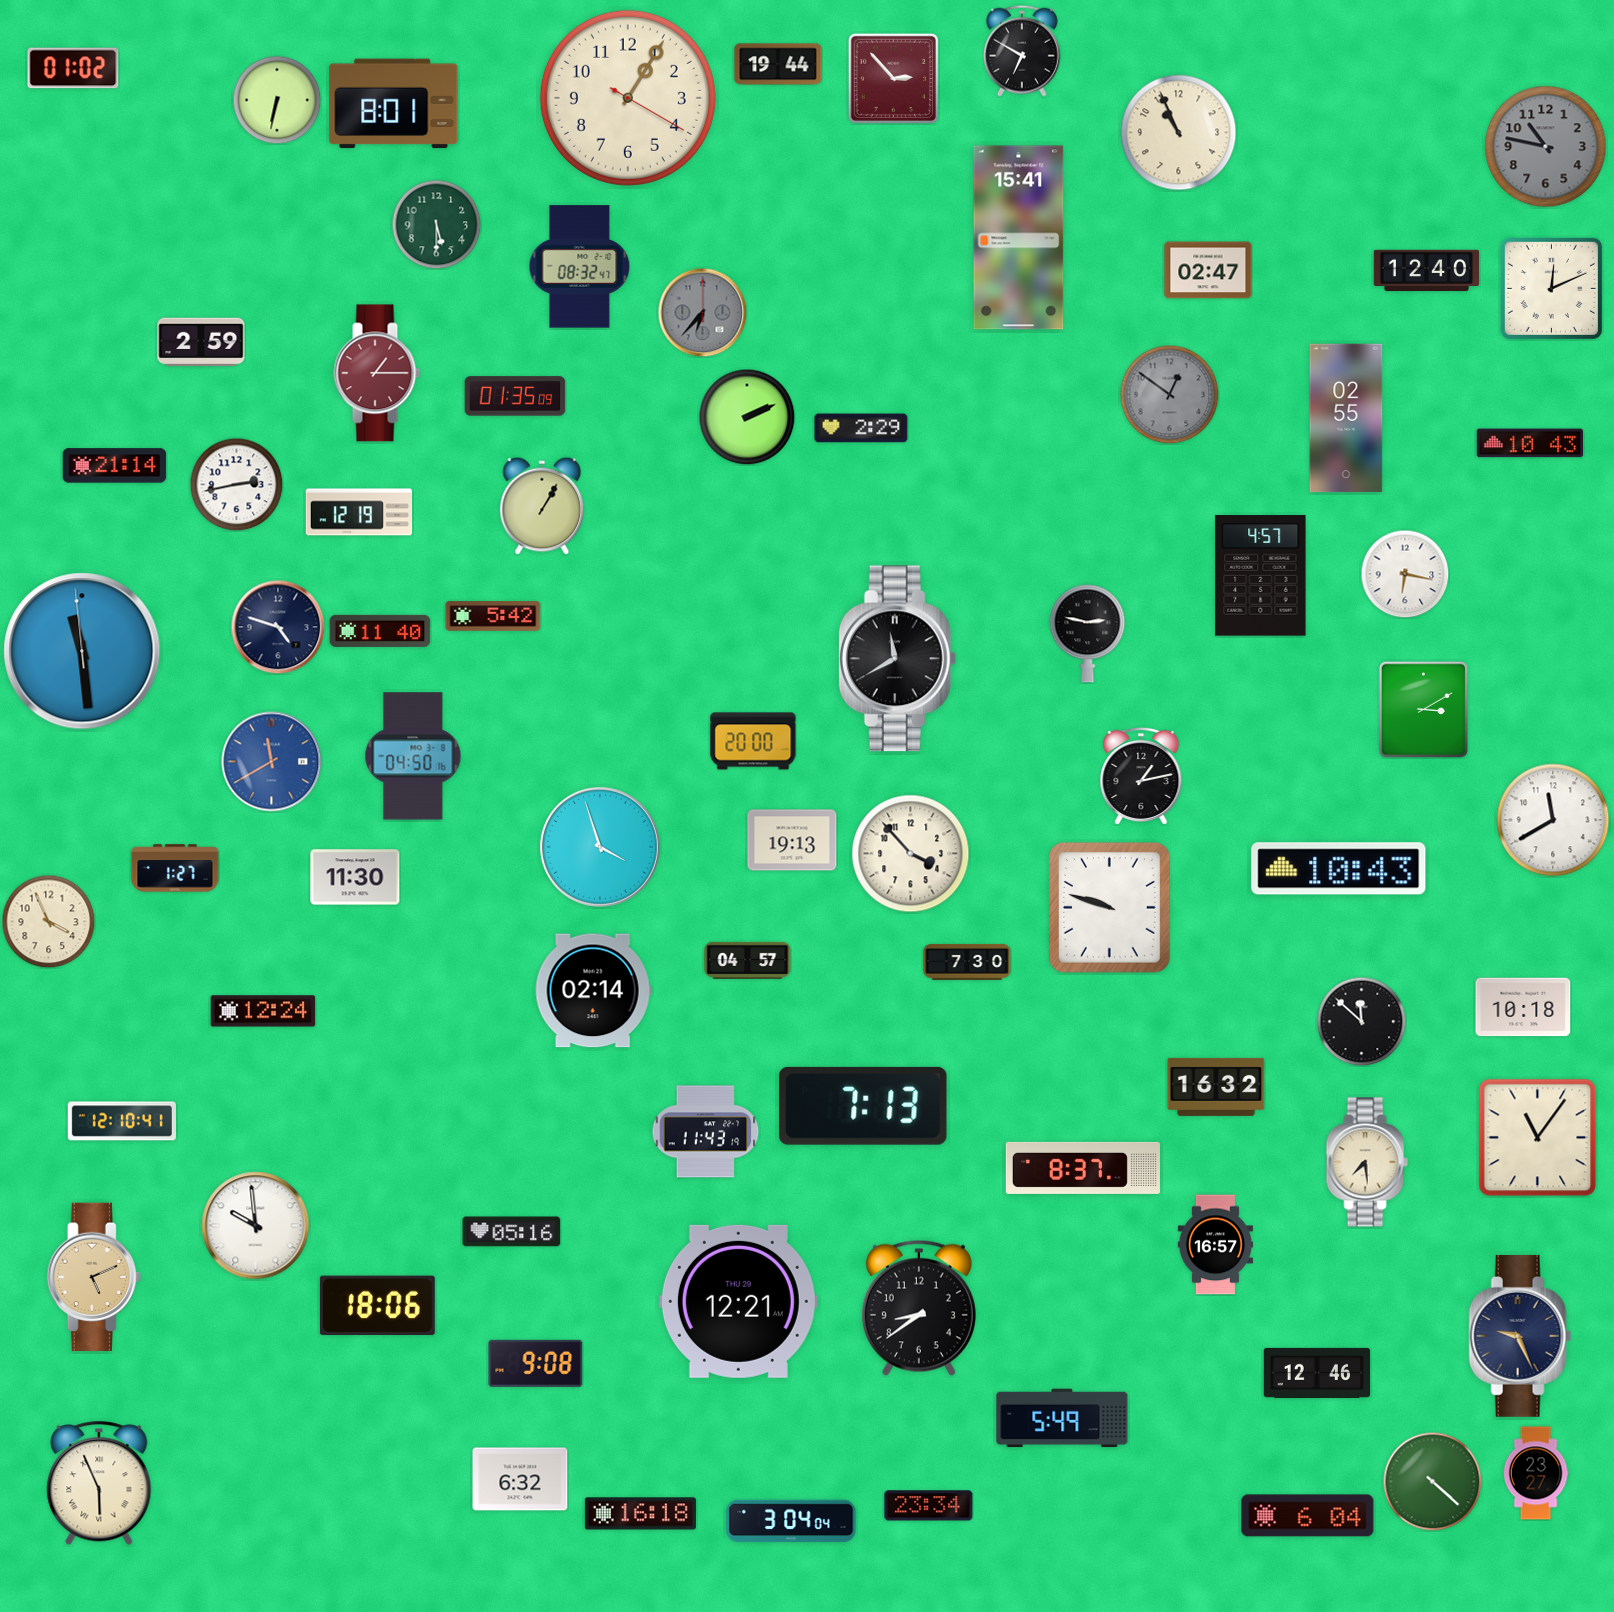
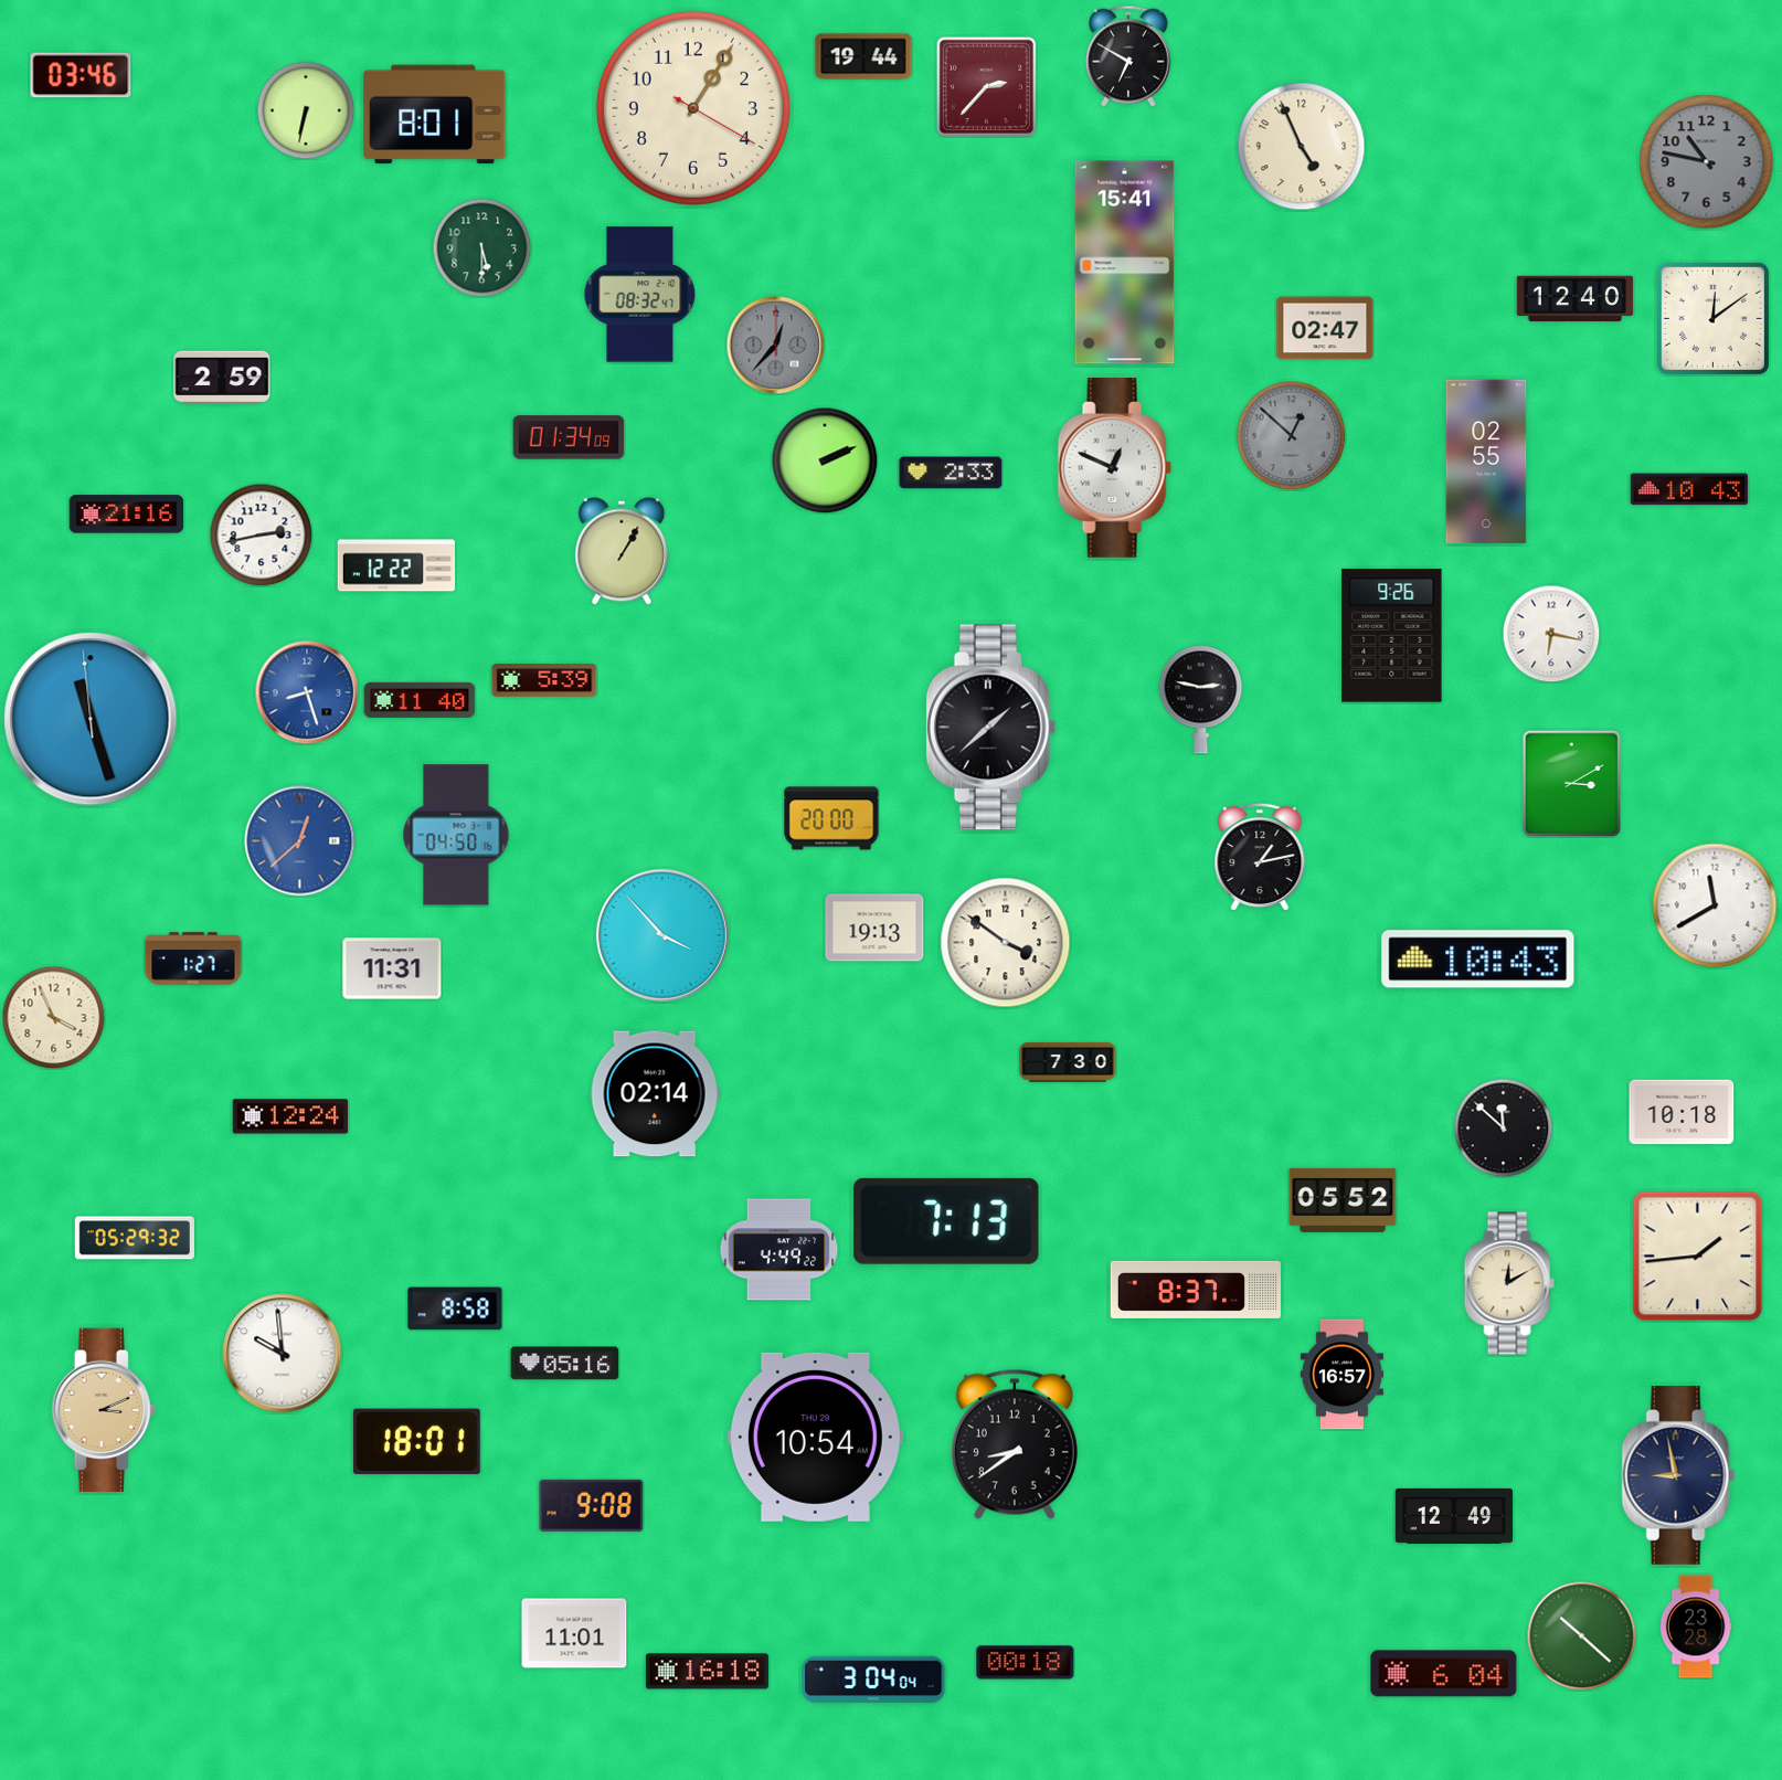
clock at (778, 64) position: (778, 64) -> (863, 56)
clock at (73, 68): 01:02 -> 03:46
clock at (893, 78): 2:53 -> 2:37
clock at (1179, 133): 10:56 -> 4:56
clock at (1208, 270) position: (1208, 270) -> (1325, 328)
clock at (1551, 288): 12:11 -> 12:09
clock at (702, 312): 6:37 -> 12:37
clock at (377, 373): 1:15 -> none
clock at (1170, 395): 12:51 -> 12:52
clock at (515, 396): 01:35 -> 01:34
clock at (1114, 468): none -> 12:49
clock at (861, 428): 2:29 -> 2:33
clock at (115, 466): 21:14 -> 21:16
clock at (542, 506) position: (542, 506) -> (622, 551)
clock at (359, 512): 12:19 -> 12:22
clock at (1261, 576): 4:57 -> 9:26
clock at (493, 616): 5:42 -> 5:39
clock at (278, 627): 4:48 -> 8:27
clock at (278, 627) dial: navy -> blue
clock at (380, 631) position: (380, 631) -> (420, 700)
clock at (82, 651): 11:28 -> 11:26
clock at (898, 659): 11:40 -> 1:38
clock at (272, 762): 11:40 -> 12:38
clock at (600, 847): 3:57 -> 3:53
clock at (911, 854): 3:53 -> 3:51
clock at (355, 877): 11:30 -> 11:31
clock at (1109, 907): 9:48 -> none
clock at (748, 960): 04:57 -> none
clock at (1216, 1087): 16:32 -> 05:52
clock at (864, 1106) position: (864, 1106) -> (947, 1221)
clock at (122, 1121): 12:10 -> 05:29
clock at (706, 1132): 11:43 -> 4:49
clock at (1538, 1138): 11:06 -> 1:44
clock at (1367, 1162): 7:29 -> 12:10
clock at (455, 1308): none -> 8:58
clock at (512, 1232) position: (512, 1232) -> (565, 1364)
clock at (94, 1277): 5:11 -> 3:11
clock at (738, 1301): 12:21 -> 10:54
clock at (377, 1306): 18:06 -> 18:01
clock at (1520, 1336): 9:26 -> 8:58
clock at (1317, 1373): 12:46 -> 12:49
clock at (1062, 1418): 5:49 -> none
clock at (1536, 1473): 23:27 -> 23:28
clock at (520, 1479): 6:32 -> 11:01
clock at (1433, 1482): 4:22 -> 10:22
clock at (99, 1483): 5:56 -> none
clock at (929, 1506): 23:34 -> 00:18
